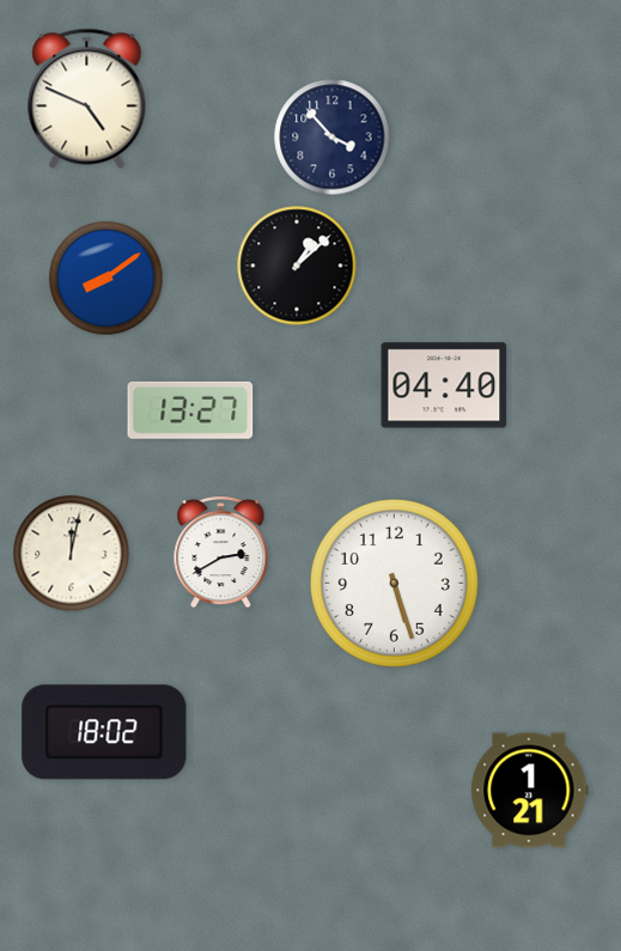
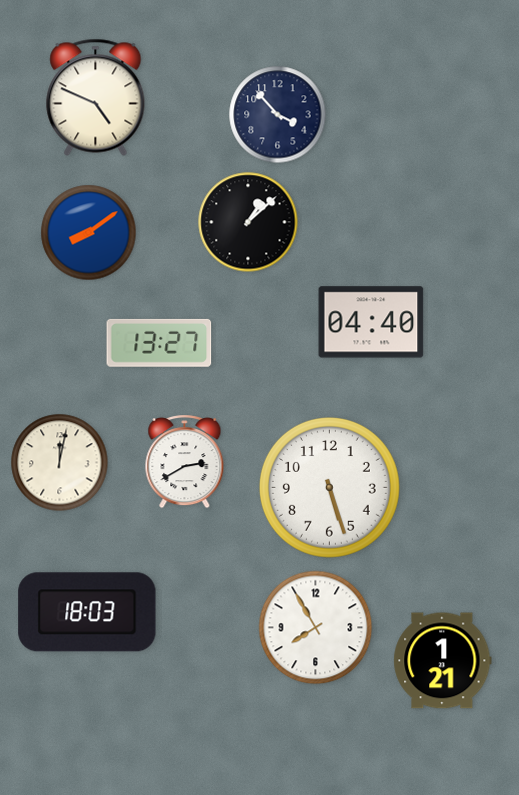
clock at (87, 98) position: (87, 98) -> (96, 97)
clock at (104, 732): 18:02 -> 18:03
clock at (316, 628): none -> 7:55
